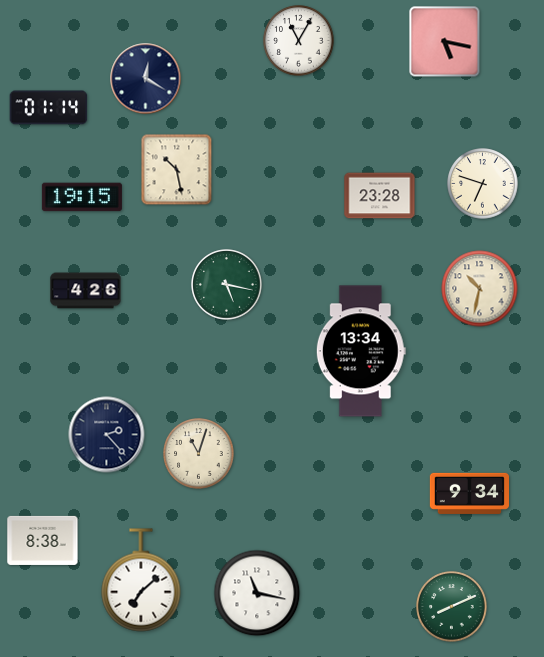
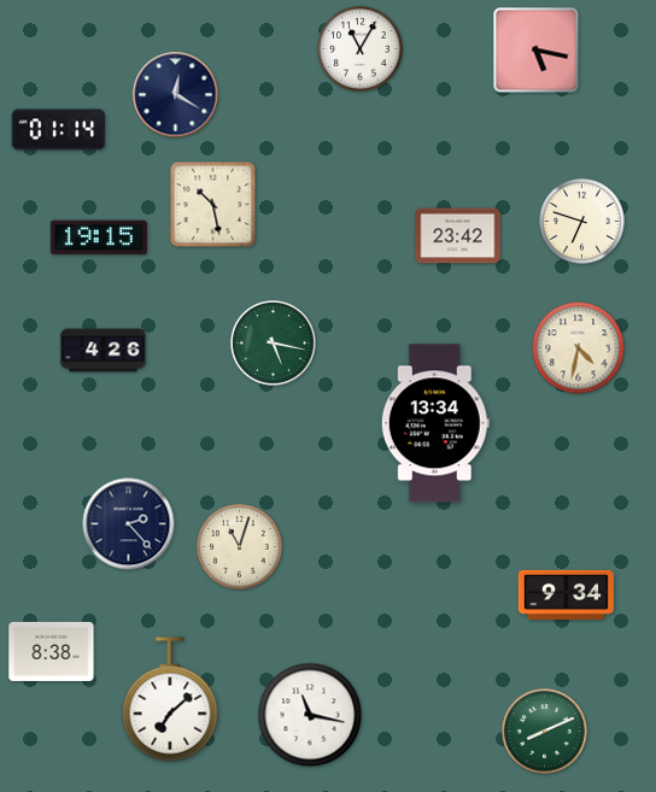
clock at (380, 196): 23:28 -> 23:42
clock at (480, 289): 10:32 -> 4:32
